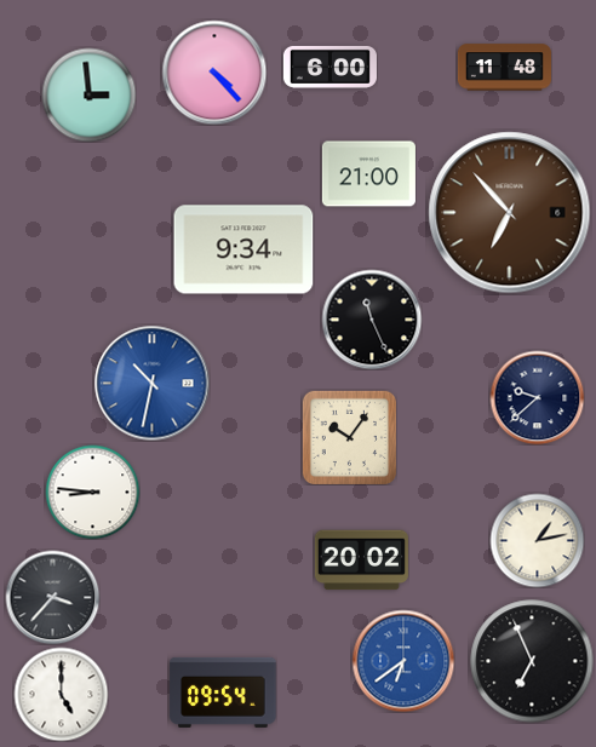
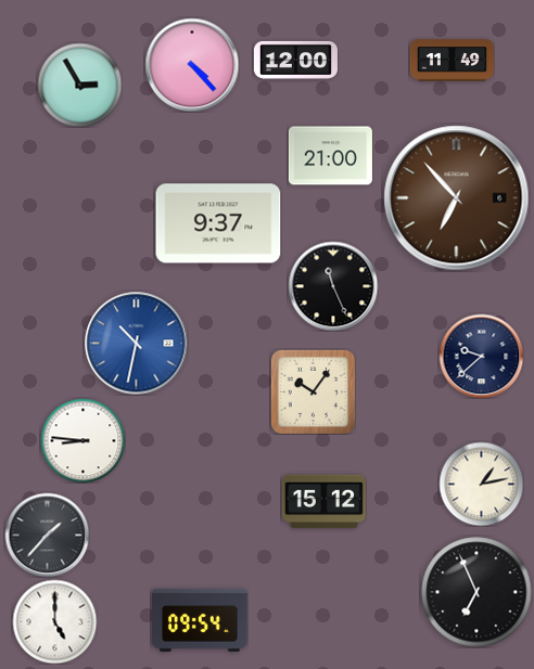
clock at (329, 67): 6:00 -> 12:00
clock at (504, 68): 11:48 -> 11:49
clock at (88, 94): 2:59 -> 2:55
clock at (510, 213) position: (510, 213) -> (457, 198)
clock at (243, 249): 9:34 -> 9:37
clock at (361, 561): 20:02 -> 15:12
clock at (52, 597): 3:37 -> 1:37
clock at (403, 661): 6:39 -> none
